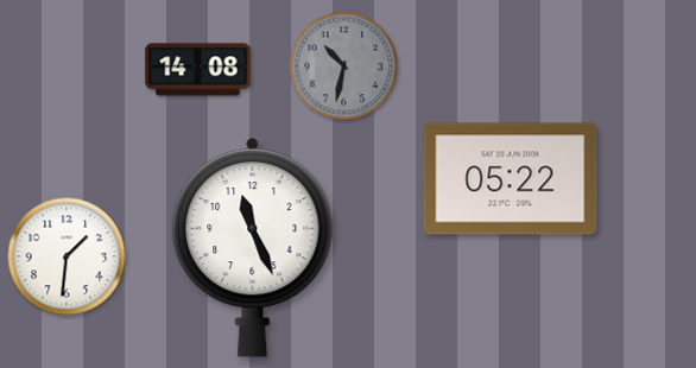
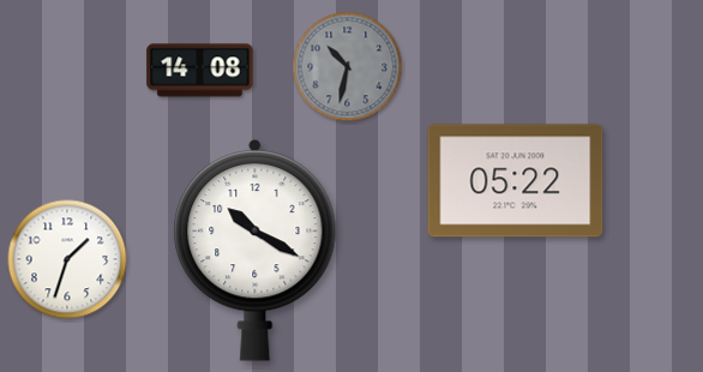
clock at (253, 248): 11:26 -> 10:20
clock at (67, 256): 1:31 -> 1:33
